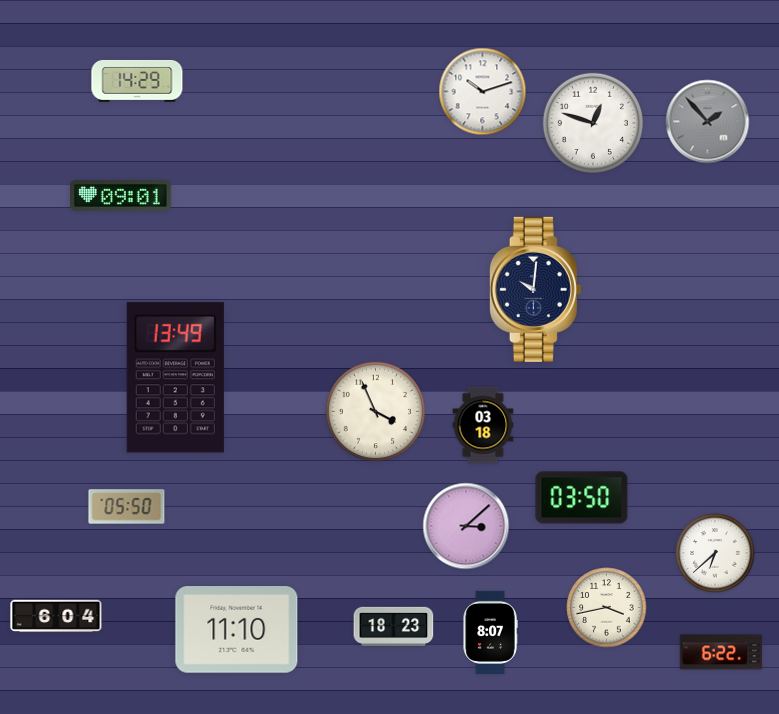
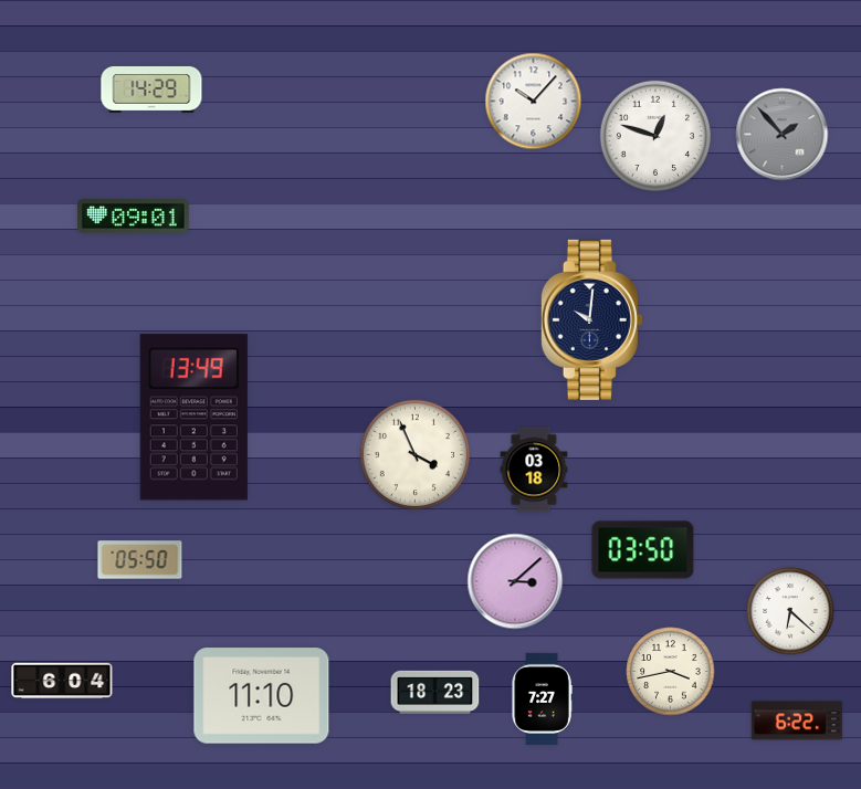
clock at (483, 92): 10:12 -> 10:07
clock at (715, 553): 6:38 -> 6:22
clock at (490, 632): 8:07 -> 7:27
